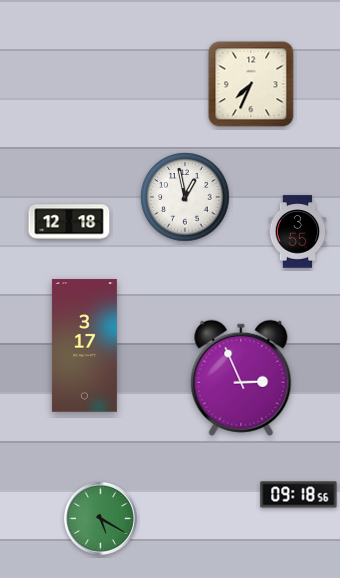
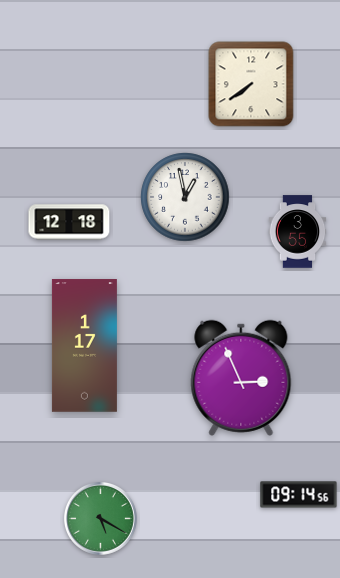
clock at (251, 84): 7:34 -> 7:39
clock at (84, 346): 3:17 -> 1:17
clock at (299, 495): 09:18 -> 09:14
